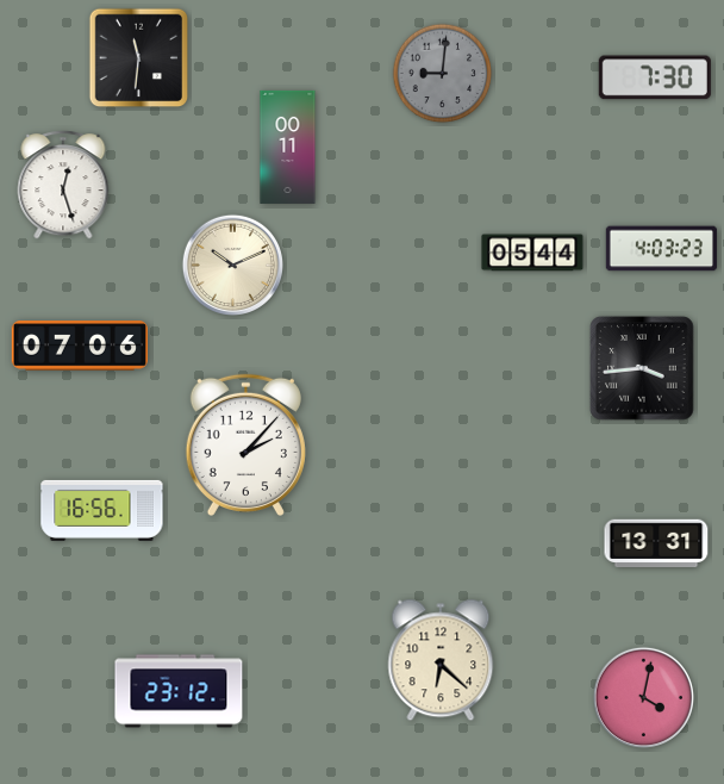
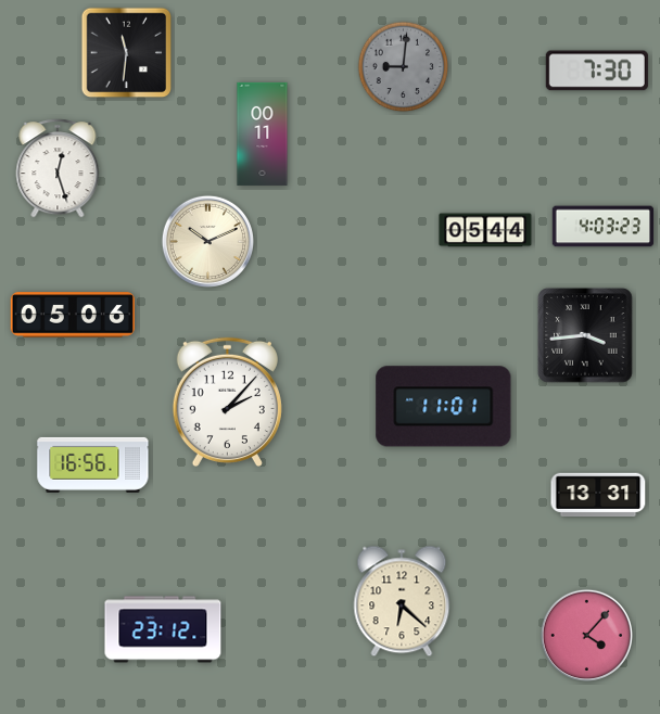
clock at (232, 265) position: (232, 265) -> (207, 241)
clock at (79, 346): 07:06 -> 05:06
clock at (245, 444) position: (245, 444) -> (227, 401)
clock at (444, 407): none -> 11:01
clock at (643, 697): 4:02 -> 4:07
